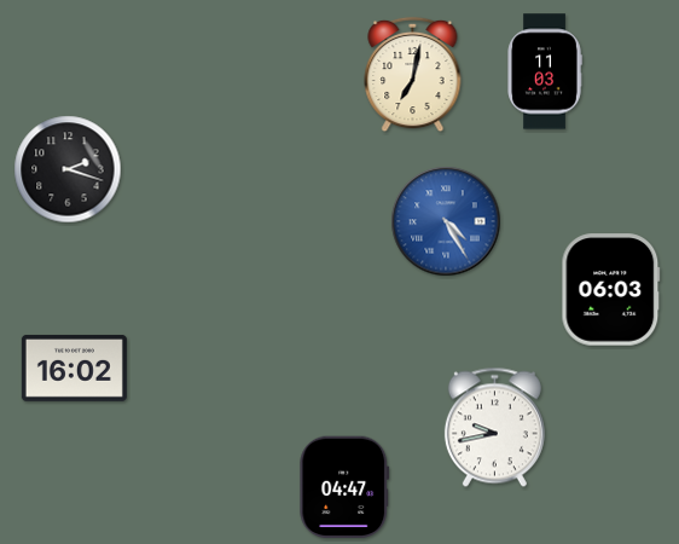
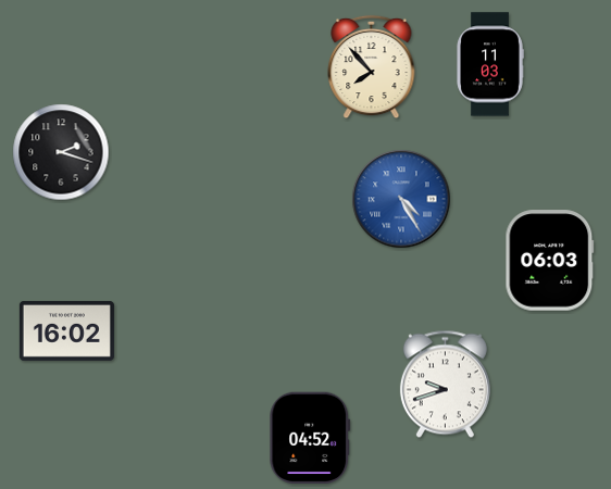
clock at (413, 75): 7:02 -> 7:53
clock at (494, 428): 9:43 -> 9:42
clock at (344, 486): 04:47 -> 04:52
